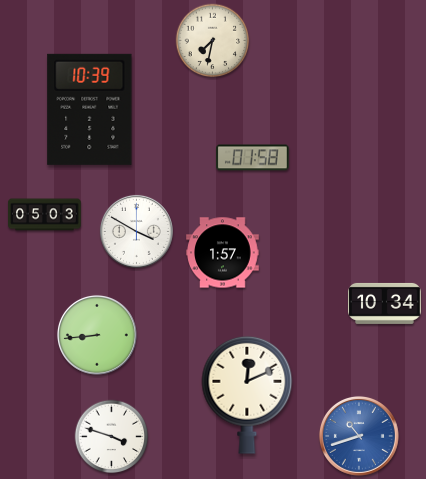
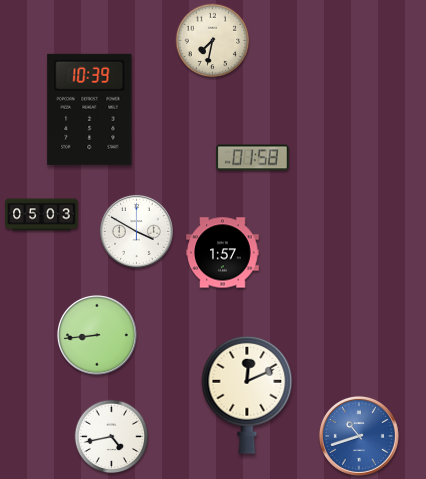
clock at (45, 215) position: (45, 215) -> (42, 215)
clock at (385, 303): 10:34 -> none
clock at (112, 437): 3:48 -> 4:43
